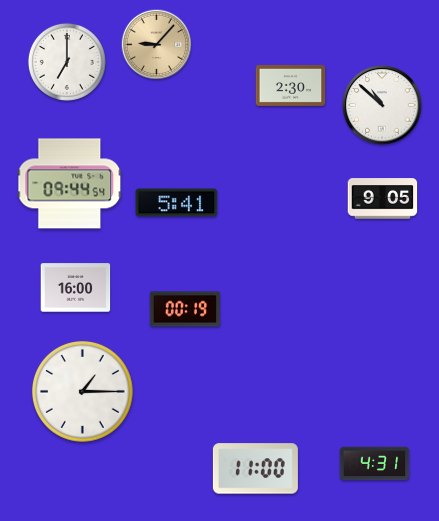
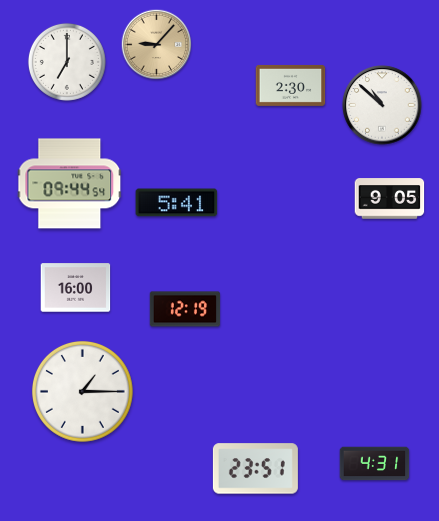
clock at (383, 199) position: (383, 199) -> (390, 199)
clock at (185, 309): 00:19 -> 12:19
clock at (255, 469): 11:00 -> 23:51
